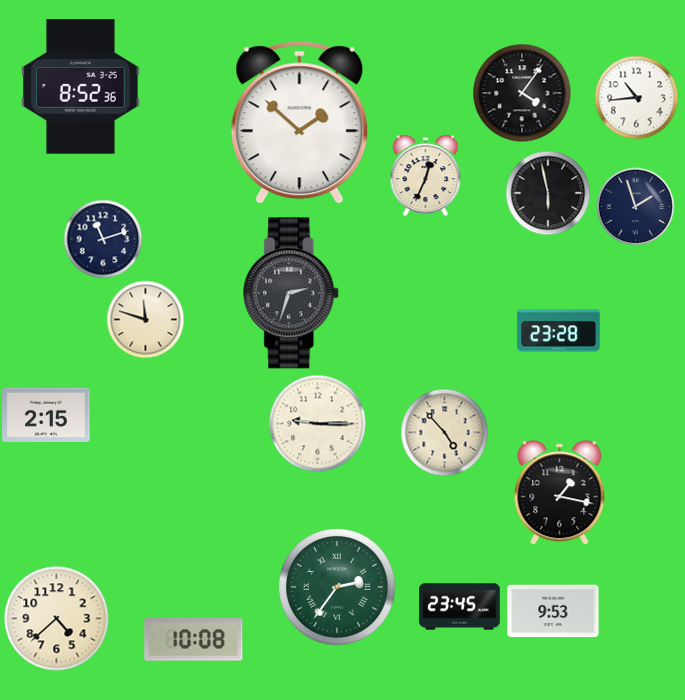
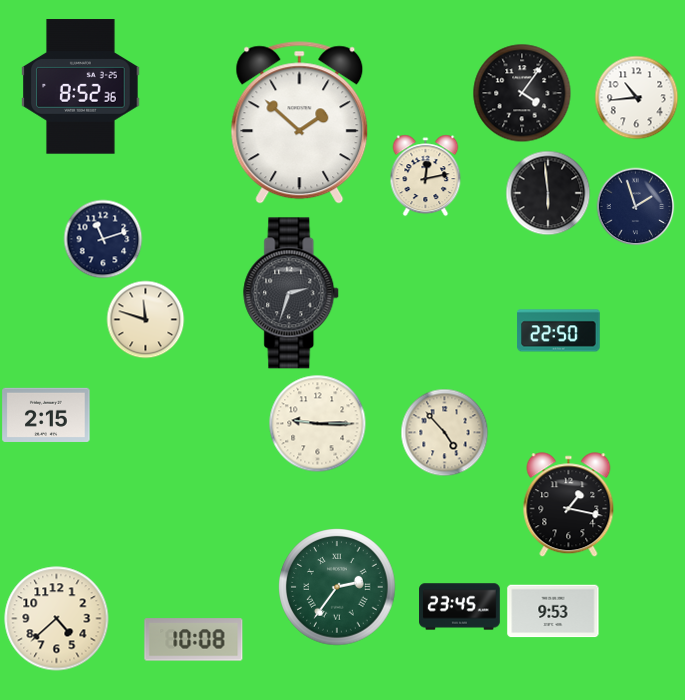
clock at (426, 175): 12:34 -> 12:13
clock at (548, 193): 5:58 -> 5:59
clock at (559, 331): 23:28 -> 22:50
clock at (560, 493) position: (560, 493) -> (569, 505)
